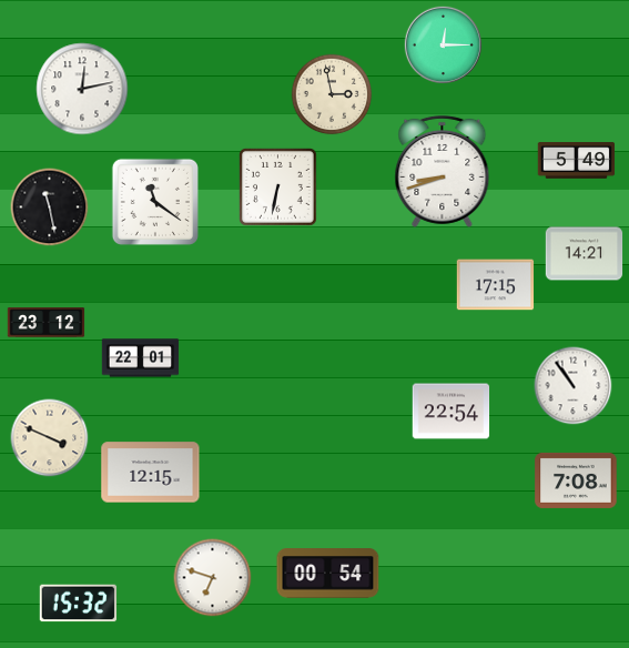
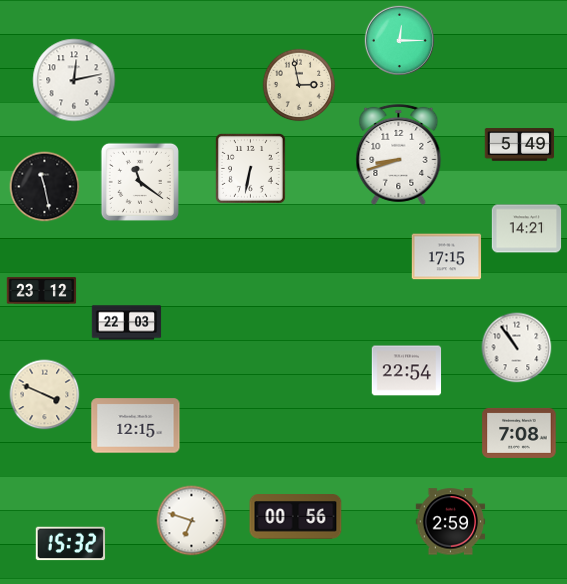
clock at (141, 358): 22:01 -> 22:03
clock at (328, 574): 00:54 -> 00:56
clock at (451, 522): none -> 2:59
